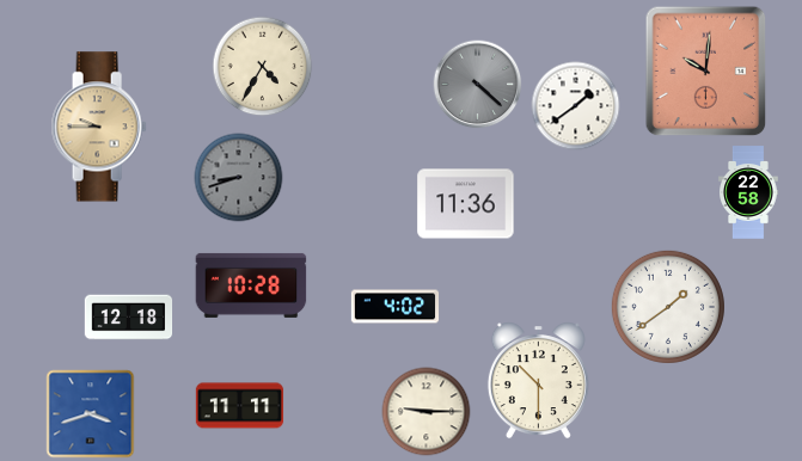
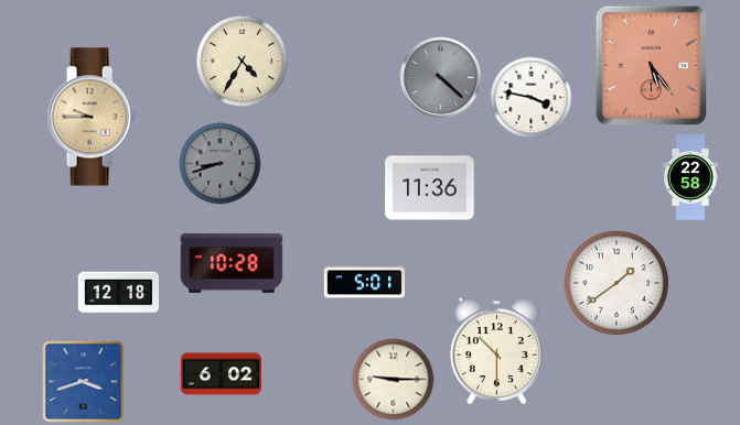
clock at (706, 72): 10:01 -> 5:24
clock at (576, 106): 1:39 -> 3:47
clock at (396, 307): 4:02 -> 5:01
clock at (240, 406): 11:11 -> 6:02
